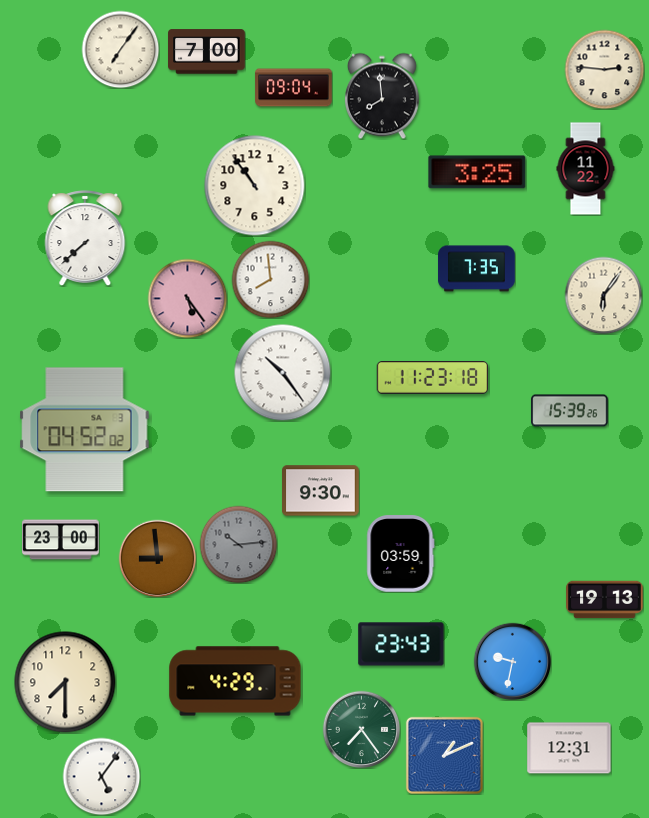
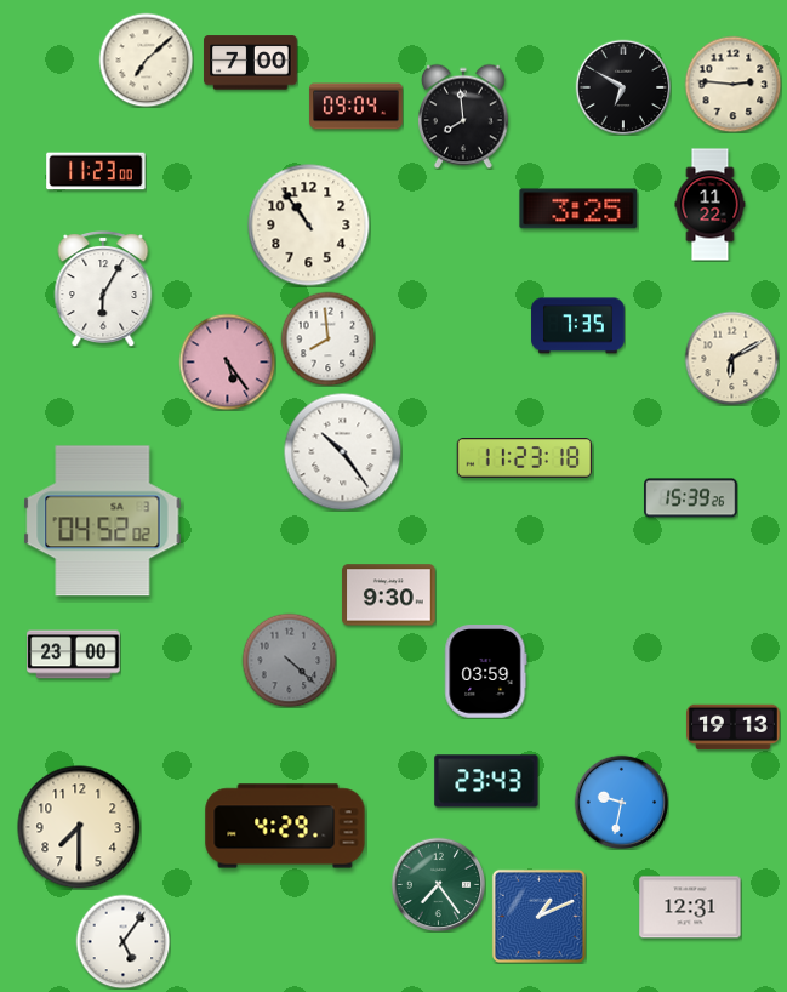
clock at (120, 49): 7:06 -> 7:08
clock at (623, 87): none -> 6:50
clock at (96, 171): none -> 11:23
clock at (85, 238): 7:38 -> 6:05
clock at (603, 295): 6:06 -> 6:10
clock at (238, 544): 10:14 -> 4:22
clock at (157, 558): 8:59 -> none
